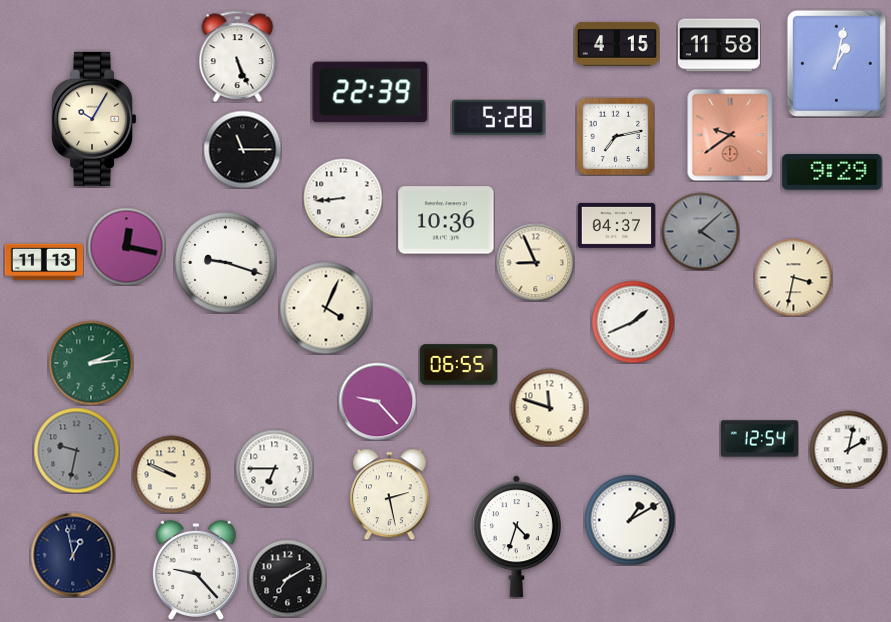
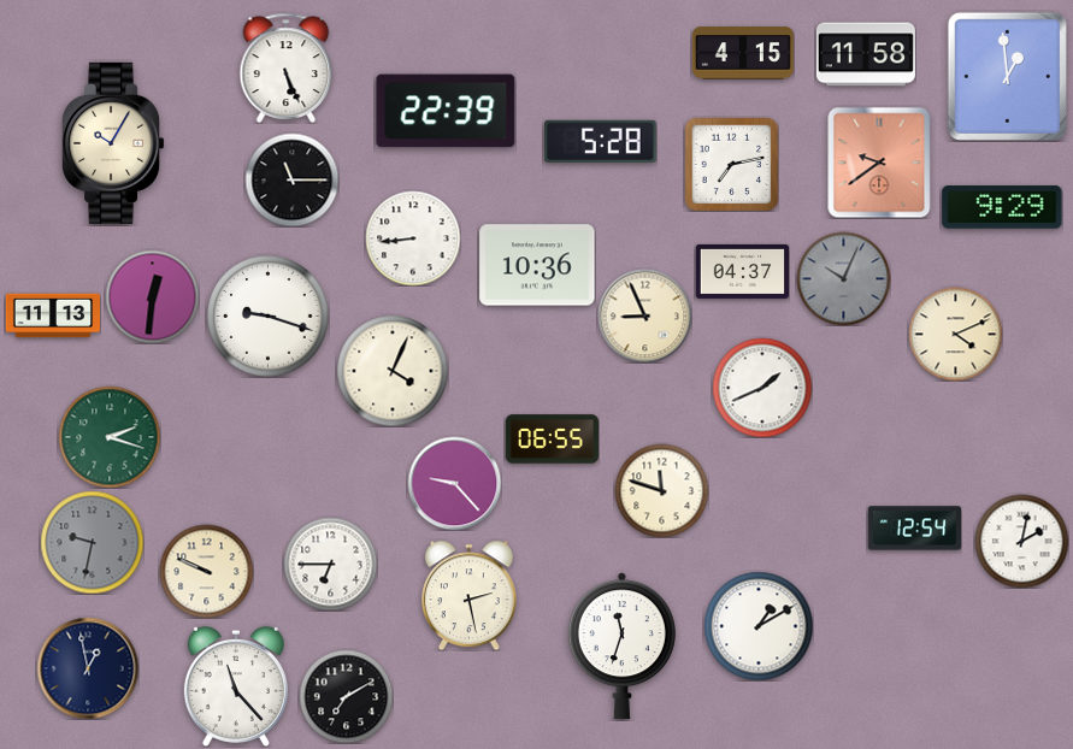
clock at (836, 63): 1:02 -> 12:59
clock at (615, 136) position: (615, 136) -> (731, 164)
clock at (700, 231): 4:08 -> 10:04
clock at (126, 246): 12:17 -> 12:31
clock at (226, 263) position: (226, 263) -> (269, 317)
clock at (793, 277): 3:32 -> 4:11
clock at (91, 363): 2:14 -> 2:18
clock at (516, 537): 4:33 -> 11:33
clock at (196, 569): 9:23 -> 11:23
